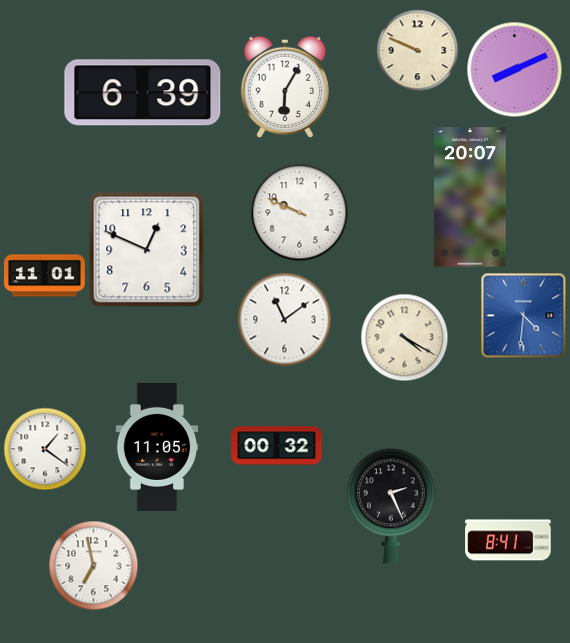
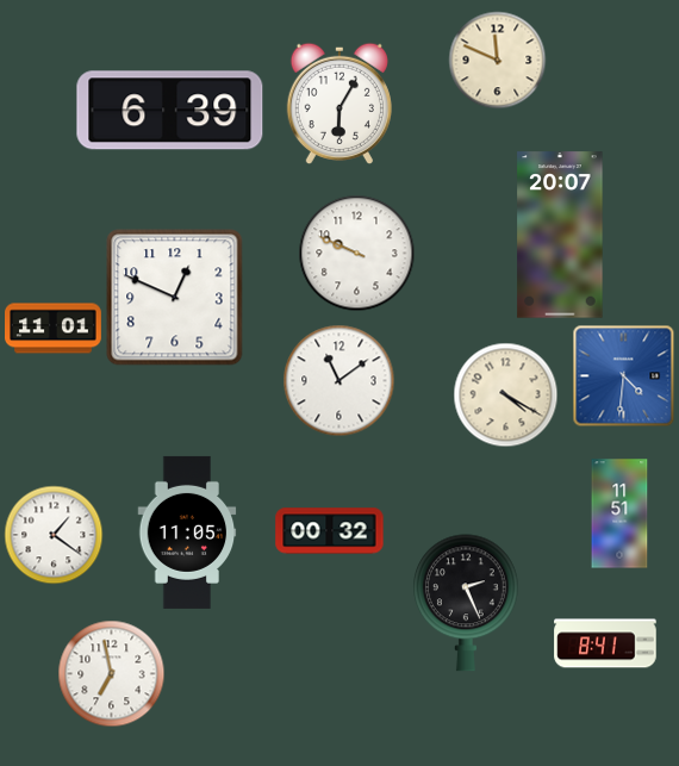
clock at (417, 50): 9:49 -> 11:49
clock at (514, 69): 8:11 -> none
clock at (404, 337) position: (404, 337) -> (505, 394)
clock at (619, 513): none -> 11:51
